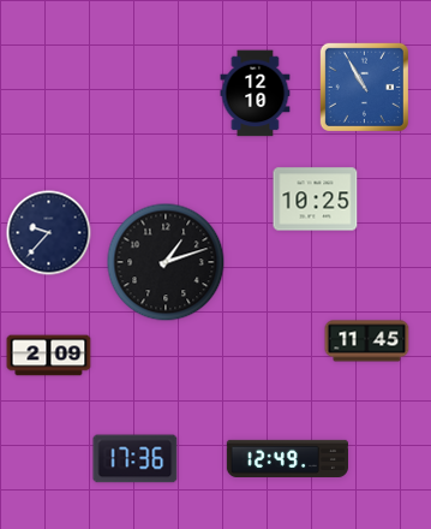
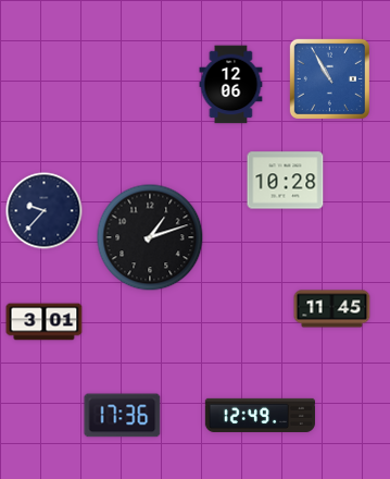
clock at (256, 94): 12:10 -> 12:06
clock at (316, 200): 10:25 -> 10:28
clock at (49, 356): 2:09 -> 3:01
